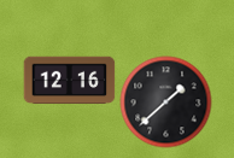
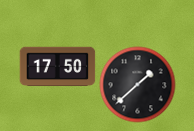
clock at (70, 81): 12:16 -> 17:50
